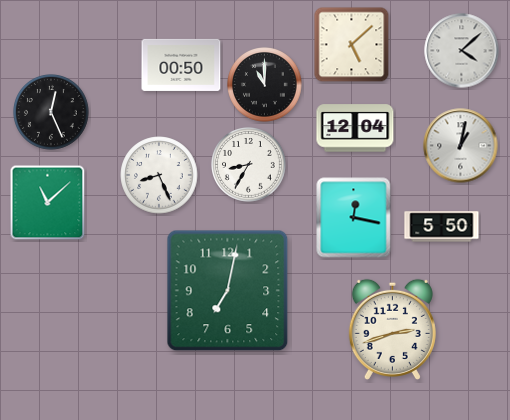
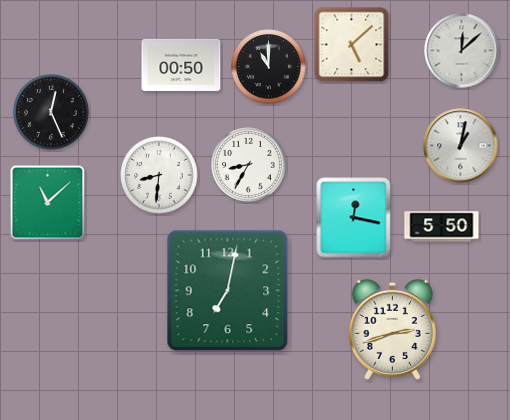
clock at (462, 51): 4:08 -> 12:08
clock at (265, 85) position: (265, 85) -> (269, 67)
clock at (355, 128): 12:04 -> none
clock at (159, 175): 8:26 -> 8:31
